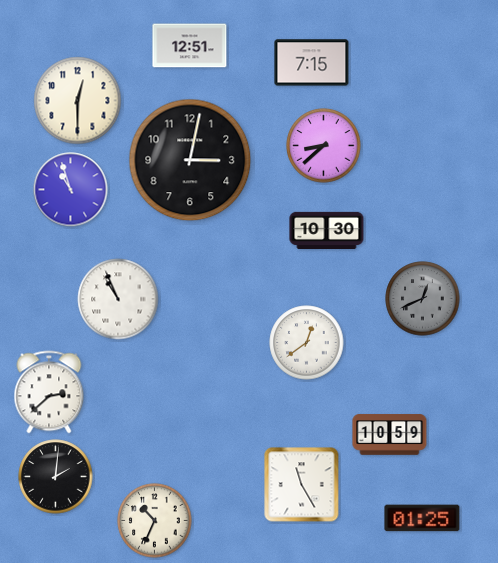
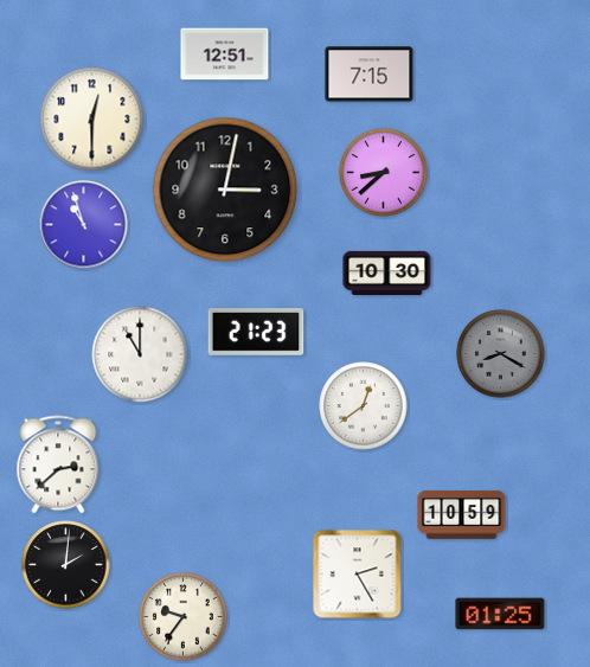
clock at (256, 333): none -> 21:23
clock at (118, 299): 10:56 -> 11:00
clock at (423, 299): 12:41 -> 8:20
clock at (302, 485): 11:25 -> 2:25
clock at (155, 521): 10:34 -> 9:36
